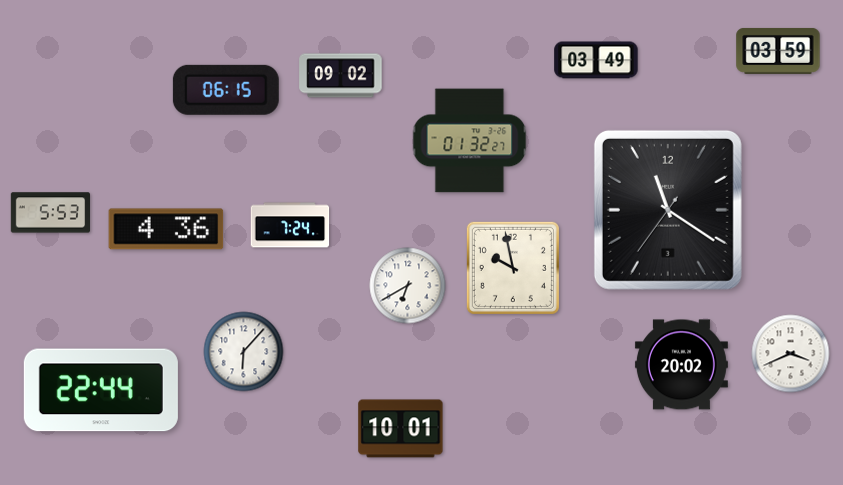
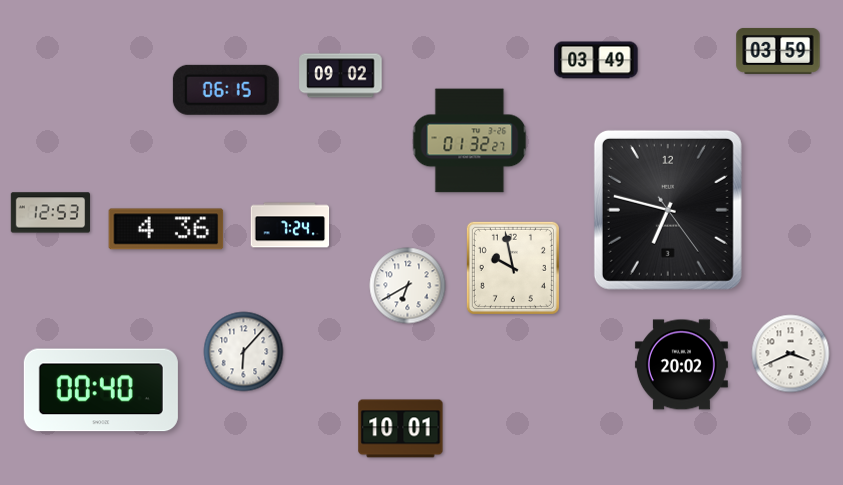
clock at (668, 210): 11:20 -> 6:47
clock at (50, 213): 5:53 -> 12:53
clock at (101, 390): 22:44 -> 00:40
